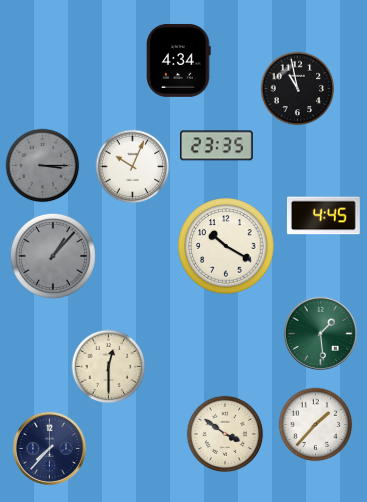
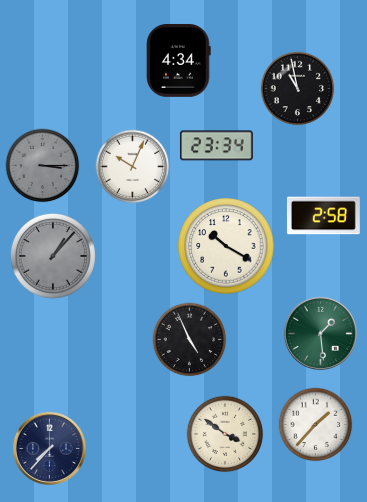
clock at (216, 146): 23:35 -> 23:34
clock at (323, 216): 4:45 -> 2:58
clock at (190, 340): none -> 4:56
clock at (109, 367): 12:30 -> none
